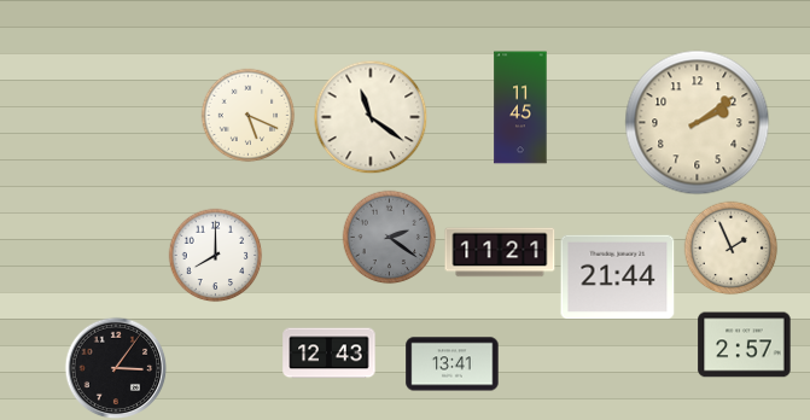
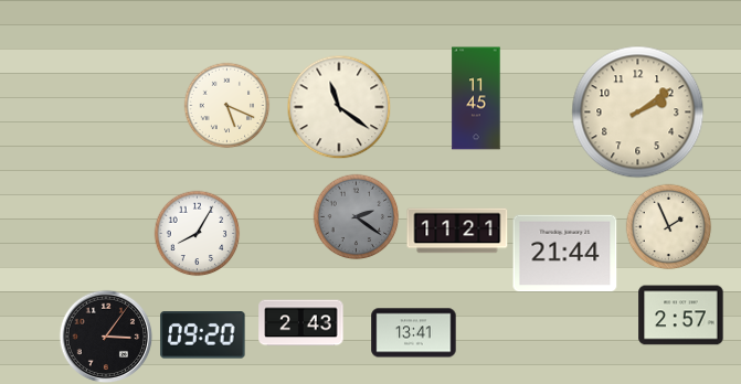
clock at (215, 255): 8:00 -> 8:05
clock at (330, 354): 12:43 -> 2:43
clock at (203, 335): none -> 09:20
